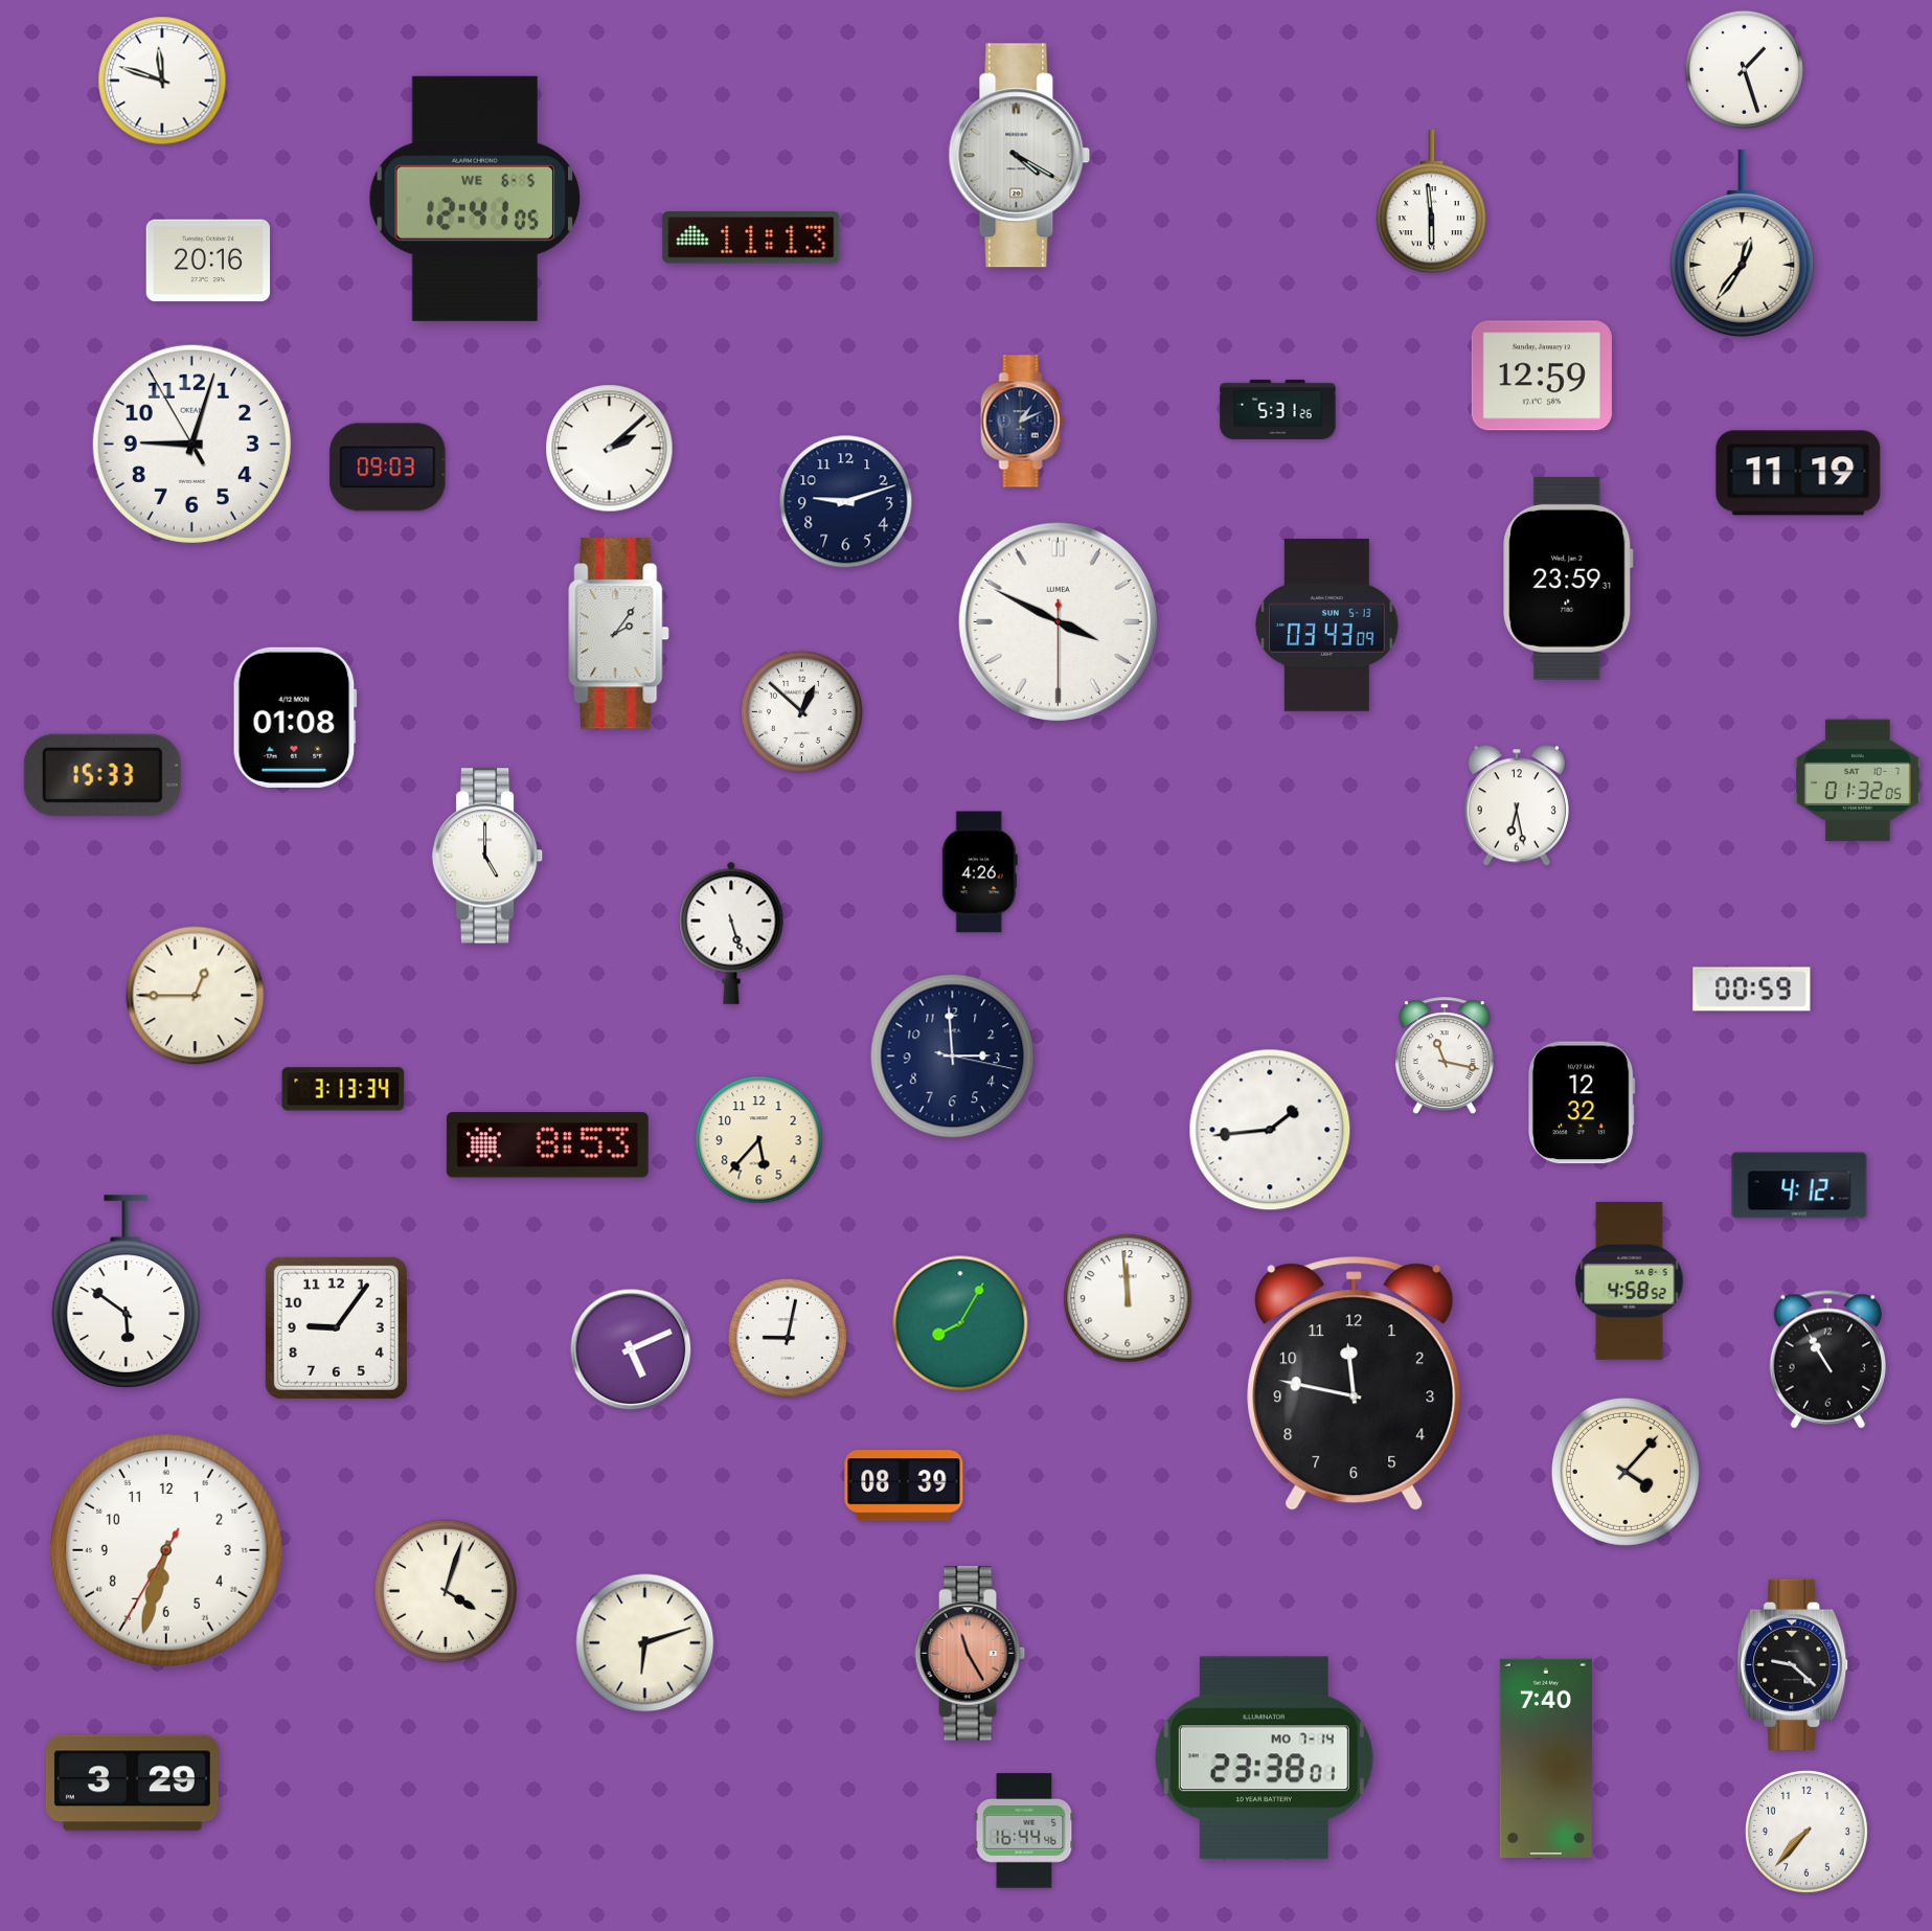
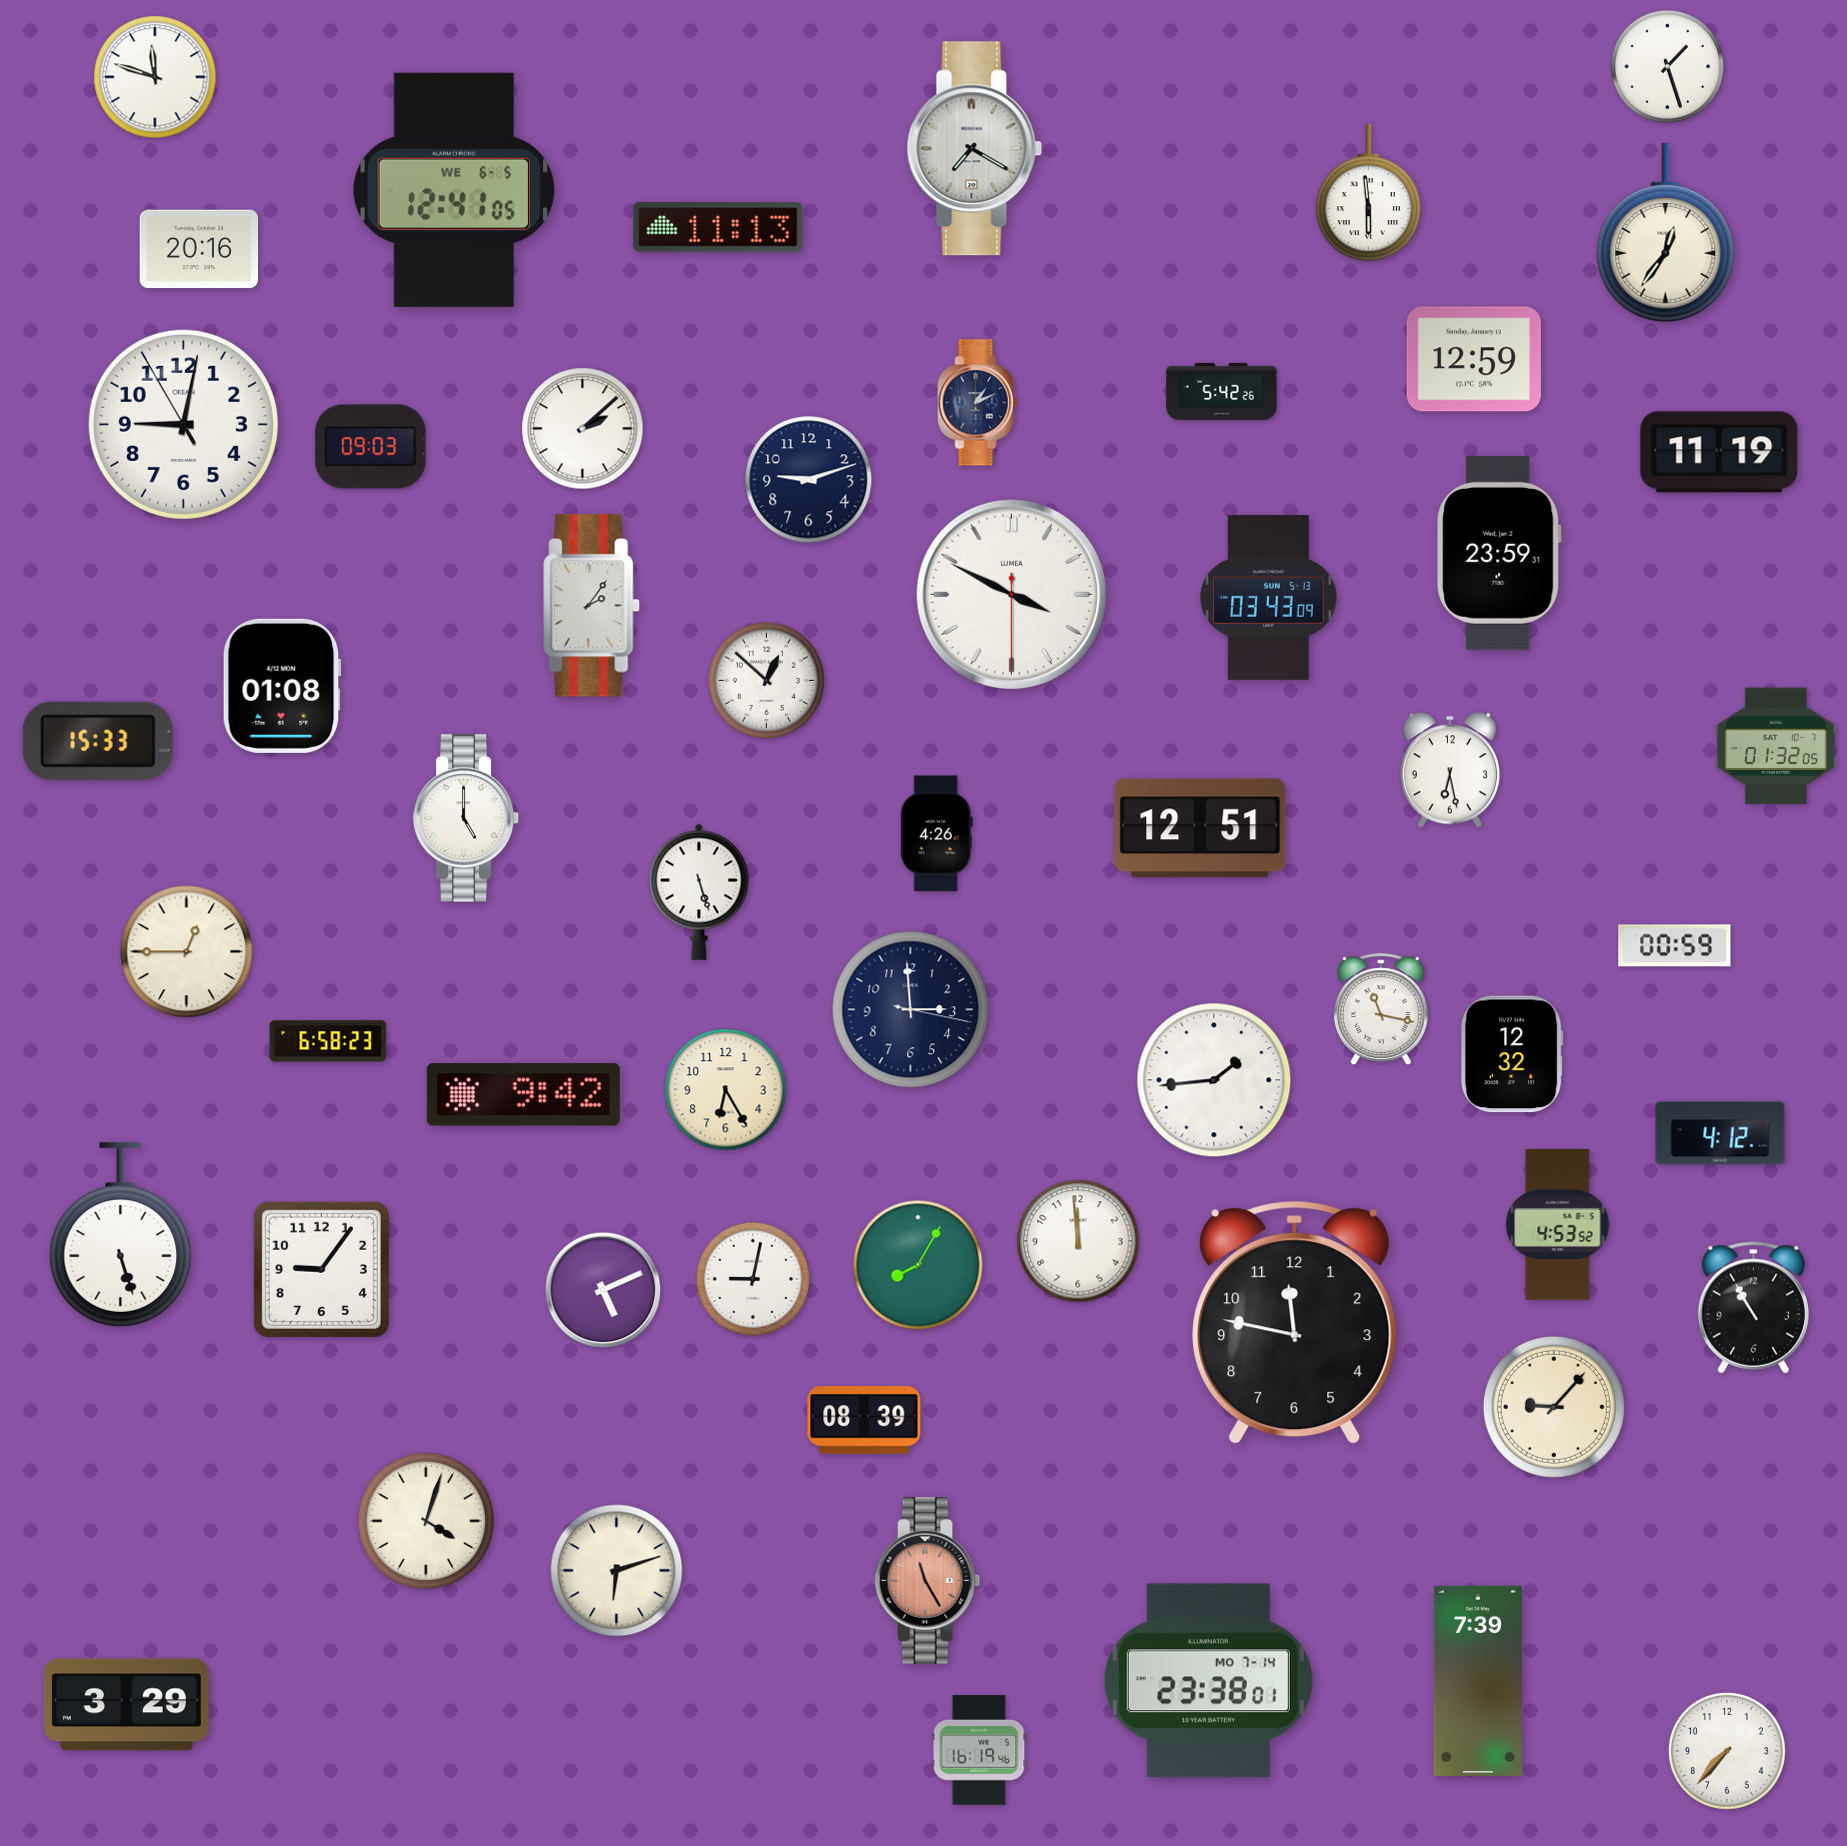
clock at (1020, 156): 4:20 -> 7:20
clock at (1278, 409): 5:31 -> 5:42
clock at (191, 444): 9:02 -> 9:01
clock at (1200, 828): none -> 12:51
clock at (343, 1089): 3:13 -> 6:58
clock at (759, 1140): 5:37 -> 6:25
clock at (547, 1145): 8:53 -> 9:42
clock at (1630, 1281): 4:58 -> 4:53
clock at (127, 1292): 5:51 -> 5:27
clock at (1827, 1360) position: (1827, 1360) -> (1753, 1308)
clock at (1626, 1472): 4:07 -> 9:07
clock at (166, 1550): 6:32 -> none
clock at (1793, 1664): 9:22 -> none
clock at (1546, 1758): 7:40 -> 7:39
clock at (1024, 1831): 16:44 -> 16:19
